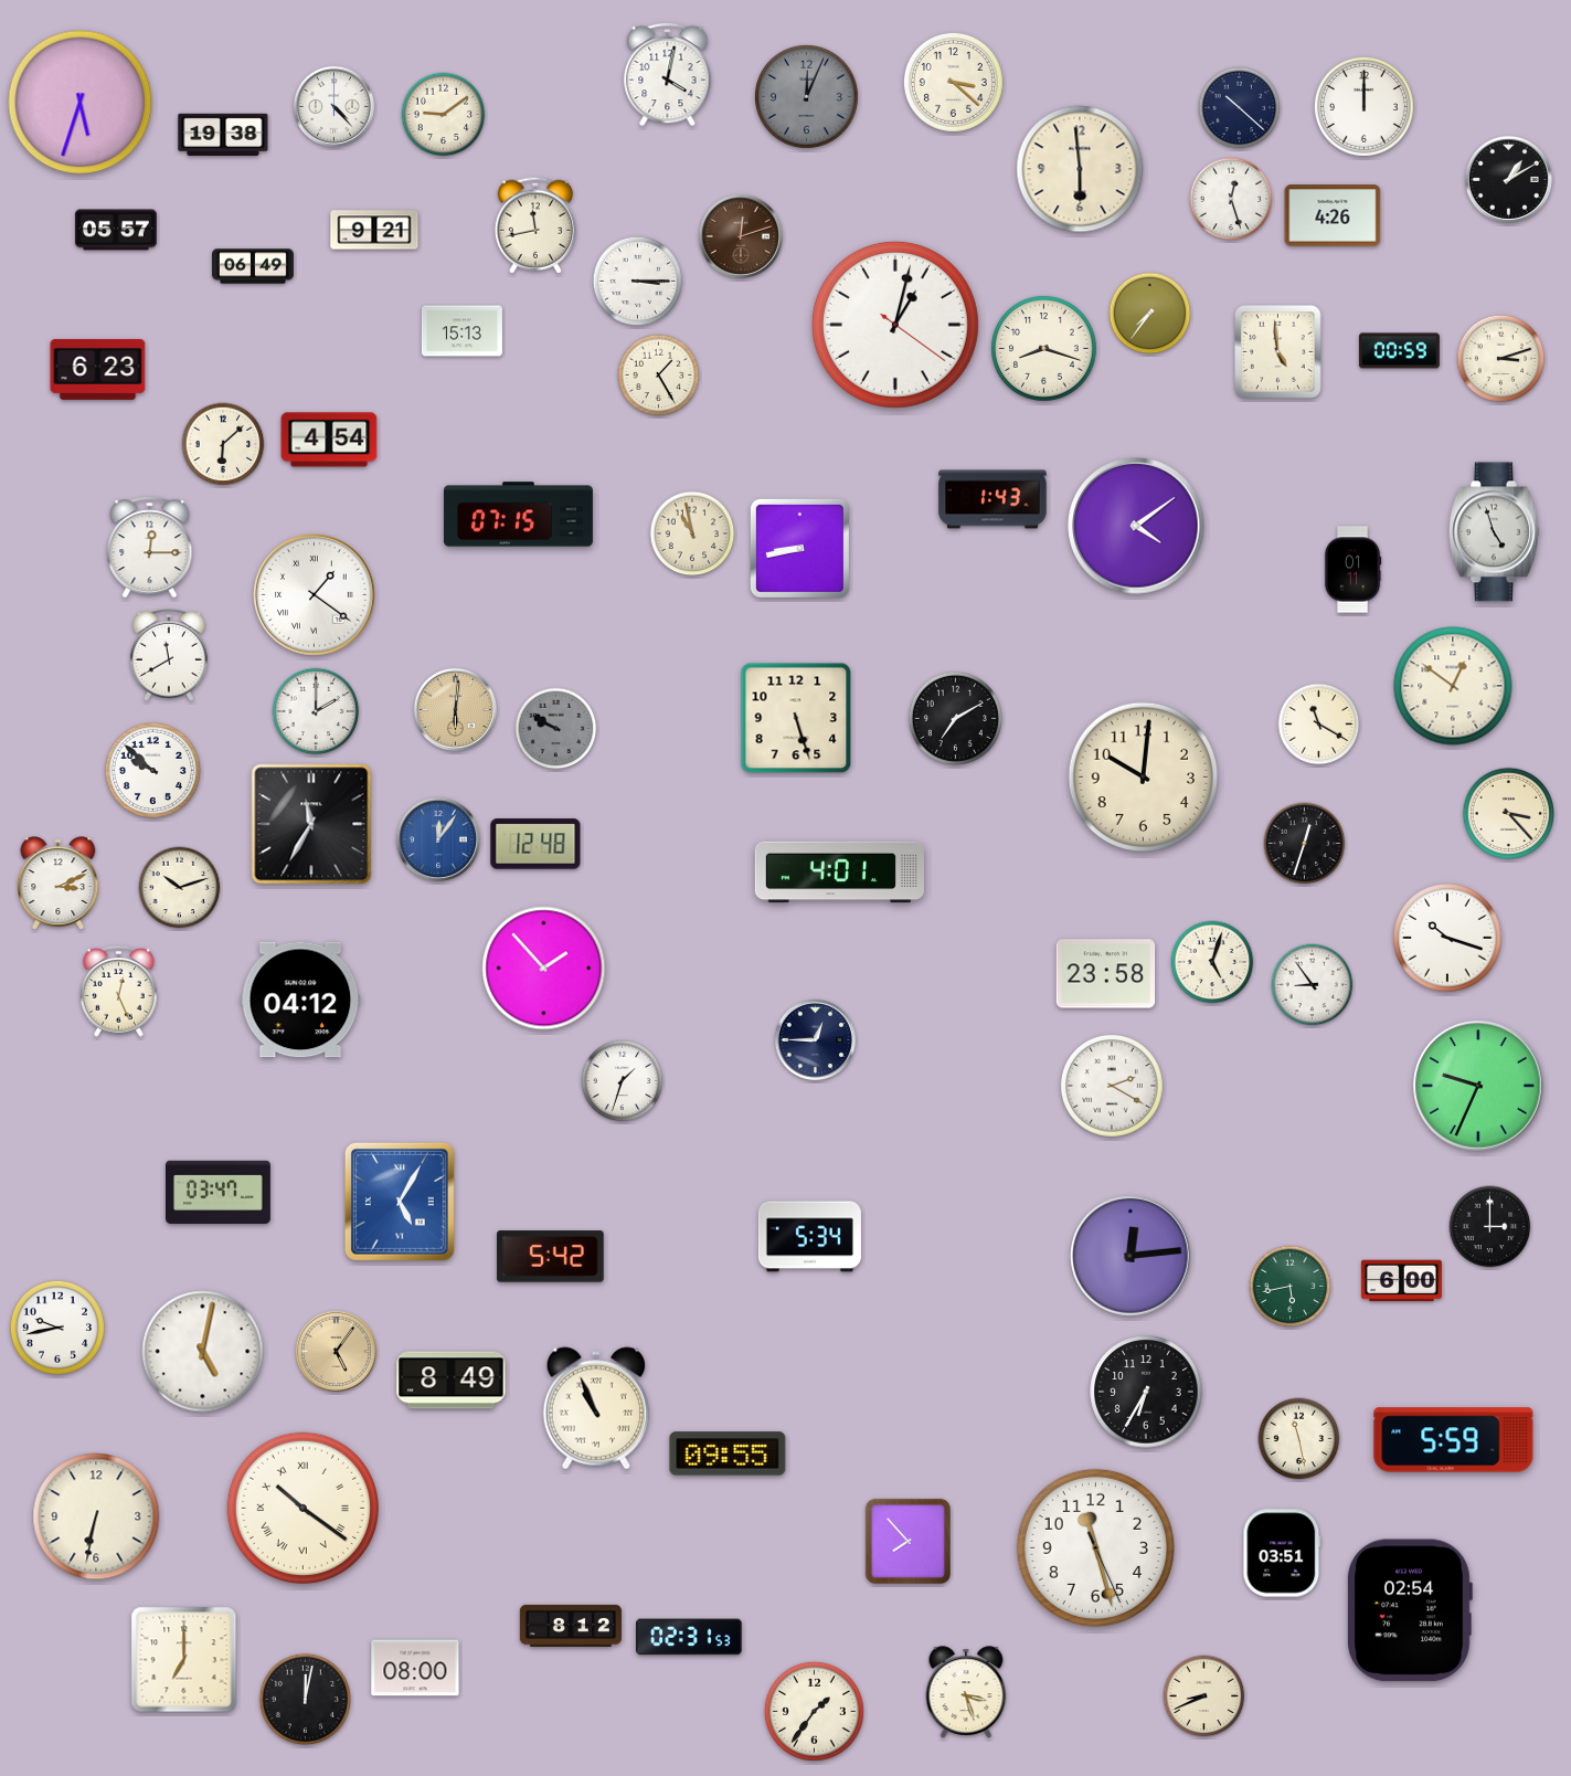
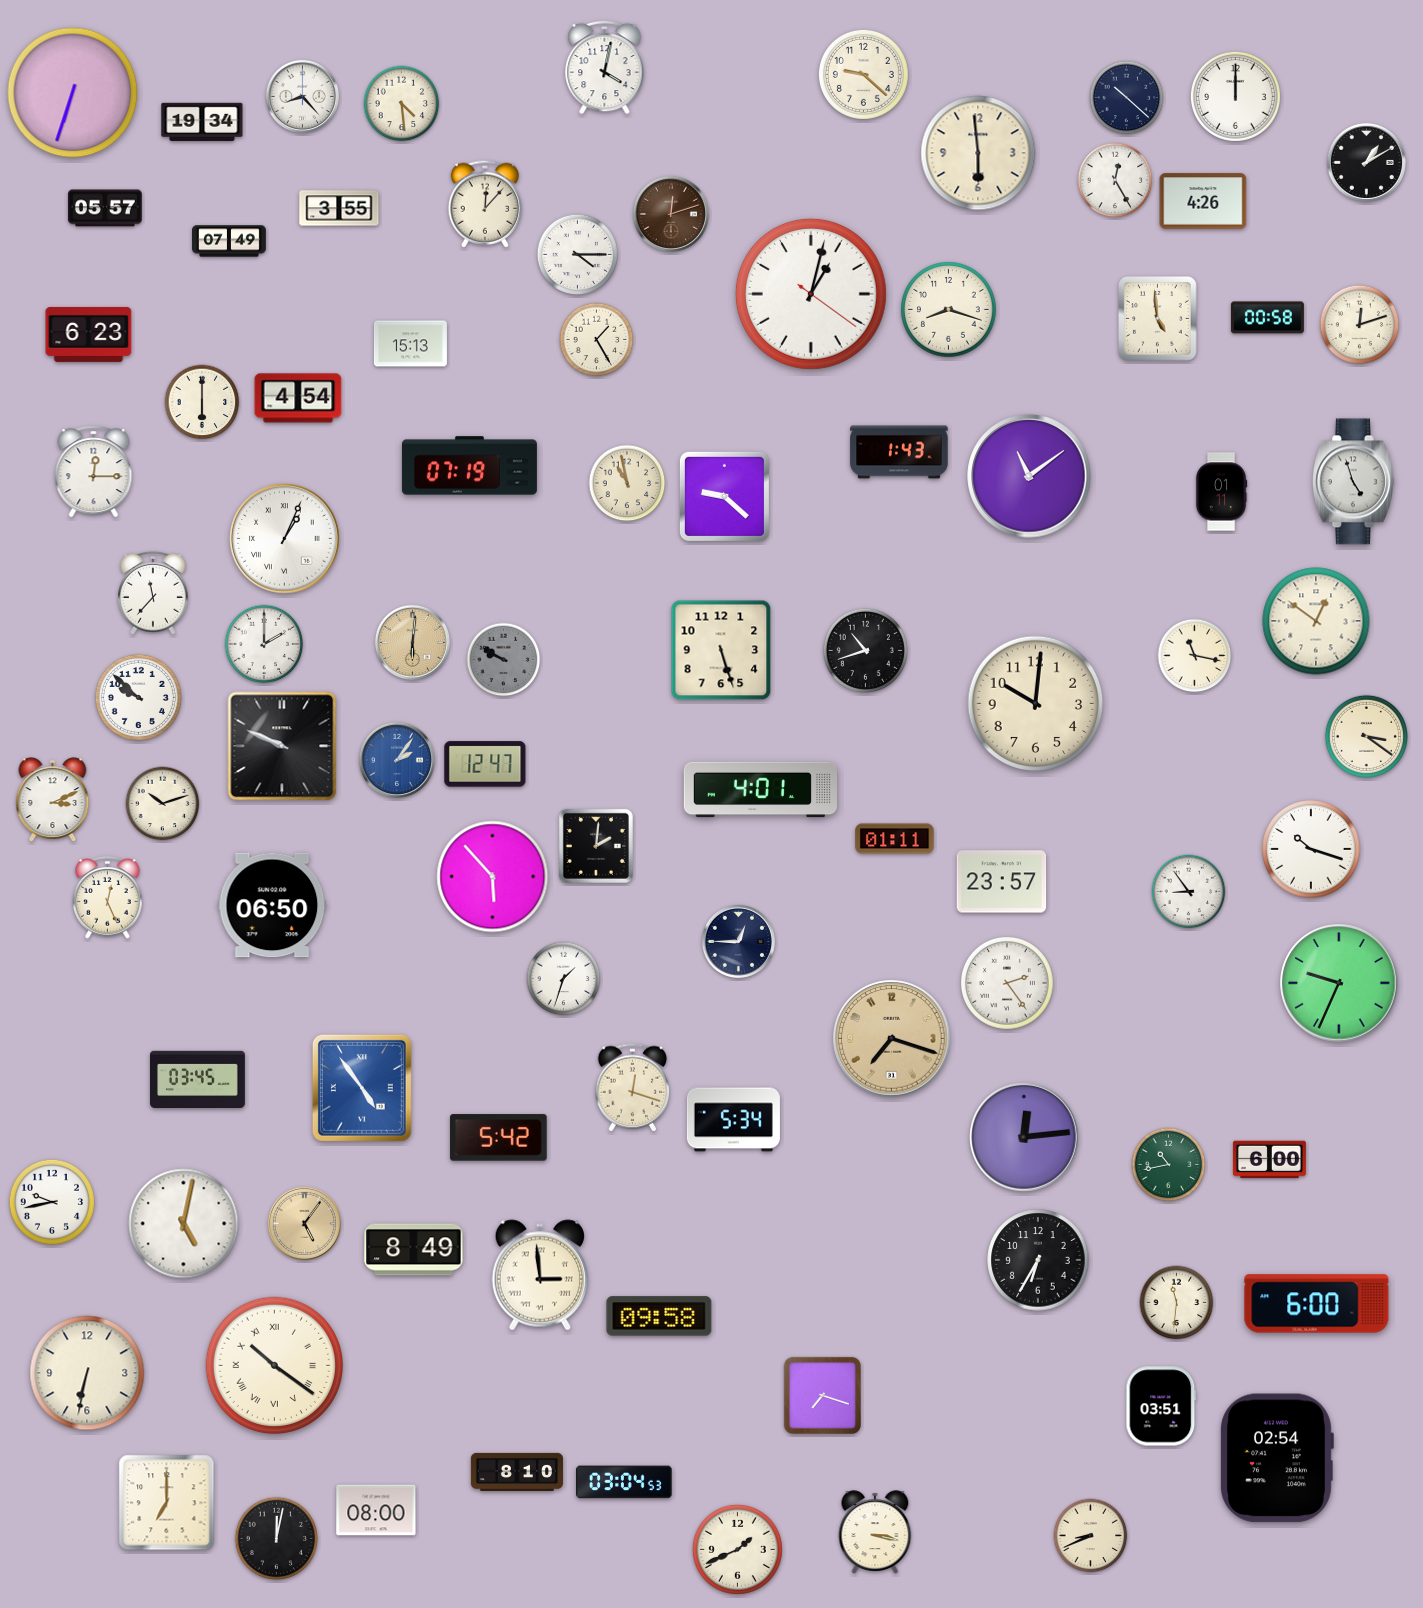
clock at (953, 82): 3:22 -> 9:22
clock at (807, 97): 12:04 -> none
clock at (81, 103): 5:33 -> 6:33
clock at (333, 106): 4:23 -> 8:23
clock at (1240, 108) position: (1240, 108) -> (1127, 98)
clock at (444, 115): 9:09 -> 4:29
clock at (223, 135): 19:38 -> 19:34
clock at (1231, 199): 12:27 -> 12:25
clock at (1333, 215) position: (1333, 215) -> (1203, 201)
clock at (534, 225): 11:43 -> 12:07
clock at (374, 230): 9:21 -> 3:55
clock at (254, 266): 06:49 -> 07:49
clock at (638, 282): 3:15 -> 4:15
clock at (1150, 314): 7:36 -> none
clock at (461, 331) position: (461, 331) -> (410, 344)
clock at (1044, 349) position: (1044, 349) -> (949, 310)
clock at (1399, 351): 00:59 -> 00:58
clock at (1501, 359): 3:12 -> 12:12
clock at (223, 444): 6:08 -> 6:00
clock at (518, 515): 07:15 -> 07:19
clock at (1136, 526): 4:09 -> 11:09
clock at (150, 548) position: (150, 548) -> (94, 472)
clock at (799, 548): 8:43 -> 9:22
clock at (1352, 570) position: (1352, 570) -> (1221, 492)
clock at (315, 595): 1:21 -> 1:04
clock at (170, 655): 11:40 -> 11:37
clock at (316, 711) position: (316, 711) -> (264, 644)
clock at (955, 718): 7:10 -> 10:42
clock at (1319, 725): 11:20 -> 11:17
clock at (1508, 813): 3:23 -> 3:21
clock at (311, 824): 11:35 -> 9:49
clock at (438, 839): 12:06 -> 2:06
clock at (535, 844): 12:48 -> 12:47
clock at (1305, 844): 12:33 -> none
clock at (895, 839): none -> 01:11
clock at (596, 846): none -> 2:01
clock at (1212, 962): 5:03 -> none
clock at (544, 969): 1:53 -> 5:53
clock at (1106, 974): 23:58 -> 23:57
clock at (300, 1000): 04:12 -> 06:50
clock at (1113, 1087): 2:20 -> 2:24
clock at (892, 1039): none -> 7:18
clock at (219, 1193): 03:47 -> 03:45
clock at (400, 1202): 5:05 -> 4:54
clock at (633, 1088): none -> 12:18
clock at (1490, 1227): 3:00 -> none
clock at (1291, 1287): 5:43 -> 10:43
clock at (452, 1381) position: (452, 1381) -> (414, 1250)
clock at (596, 1408): 10:56 -> 2:59
clock at (1299, 1439): 11:28 -> 11:31
clock at (1454, 1440): 5:59 -> 6:00
clock at (728, 1453): 09:55 -> 09:58
clock at (907, 1541): 7:53 -> 7:18
clock at (1095, 1547): 11:27 -> none
clock at (571, 1626): 8:12 -> 8:10
clock at (689, 1637): 02:31 -> 03:04
clock at (966, 1692): 3:27 -> 3:17
clock at (814, 1711): 1:36 -> 1:41
